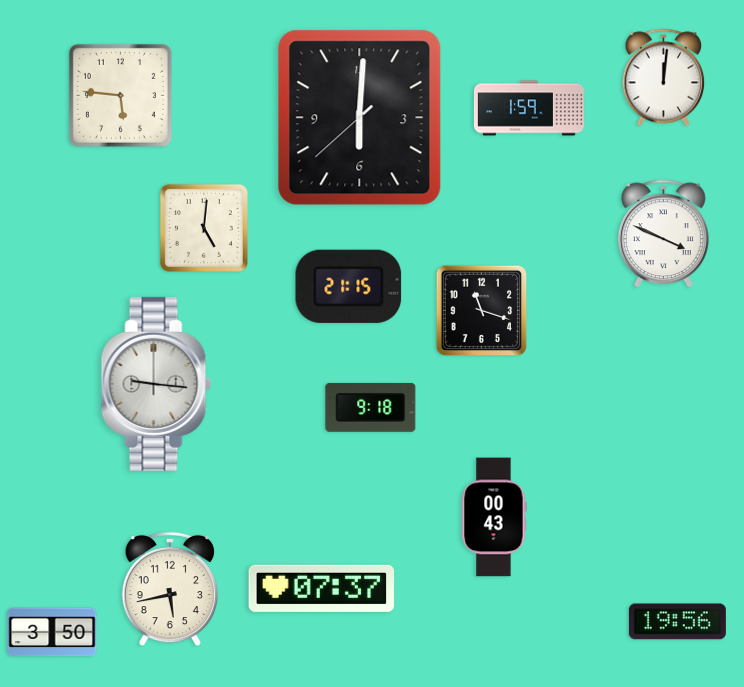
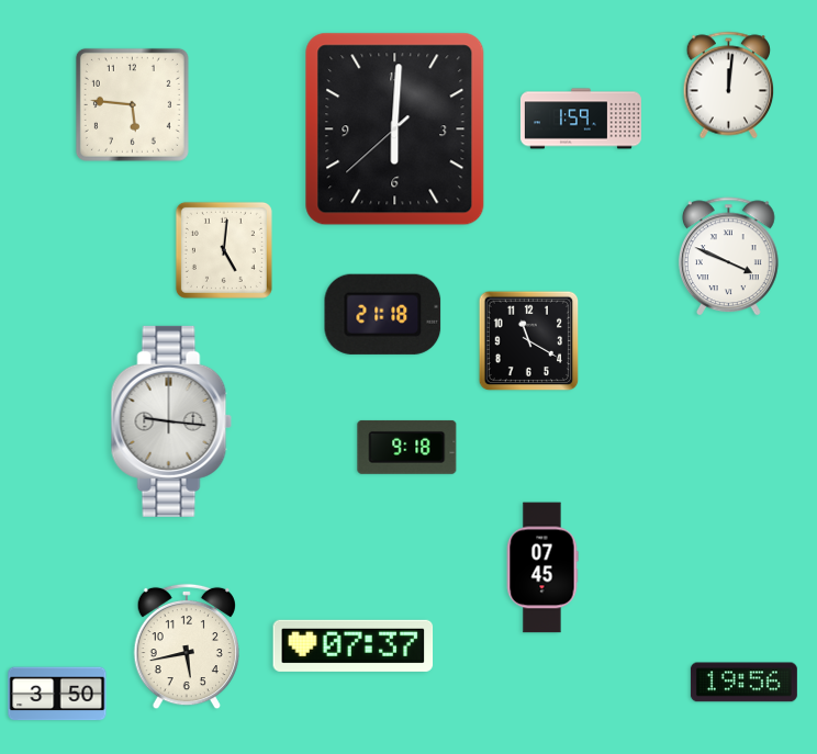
clock at (349, 286): 21:15 -> 21:18
clock at (482, 311): 11:18 -> 11:20
clock at (494, 517): 00:43 -> 07:45
